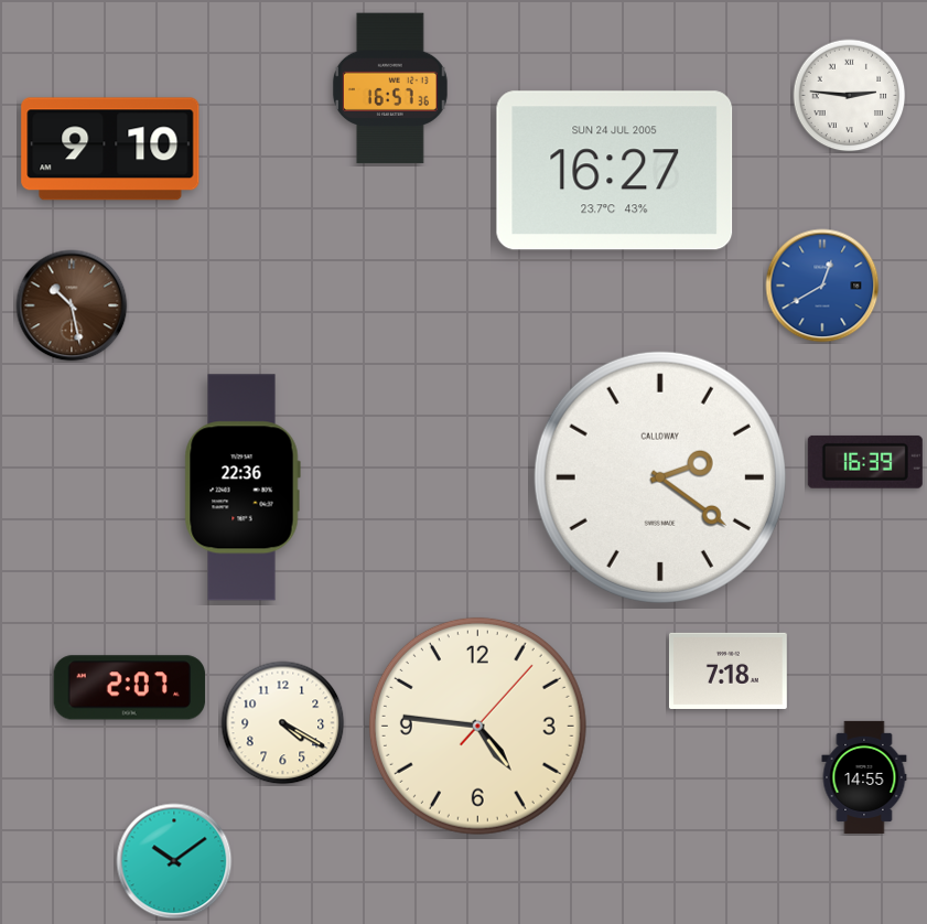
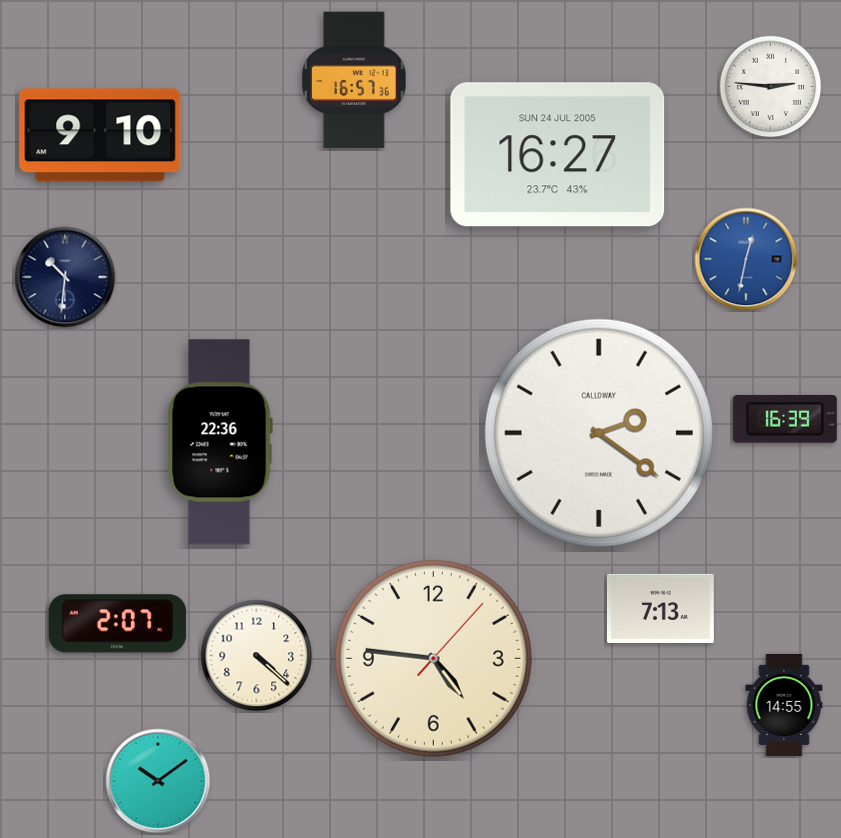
clock at (822, 286): 12:40 -> 12:32
clock at (72, 305): 10:28 -> 10:31
clock at (72, 305) dial: brown -> navy
clock at (727, 670): 7:18 -> 7:13
clock at (283, 723): 4:20 -> 4:22
